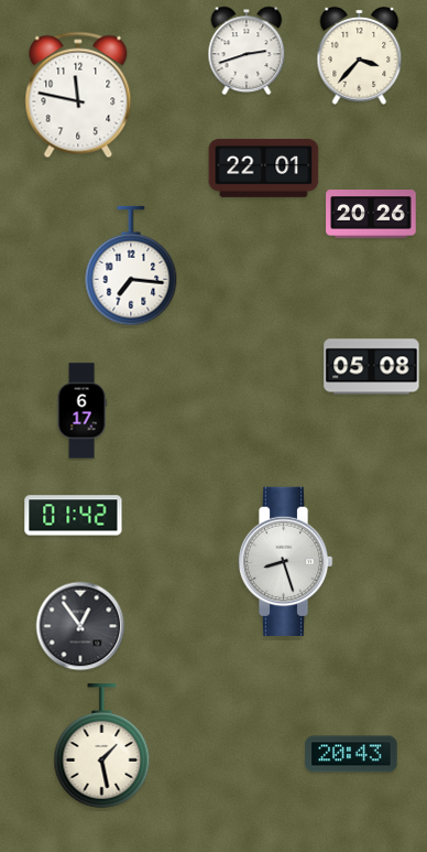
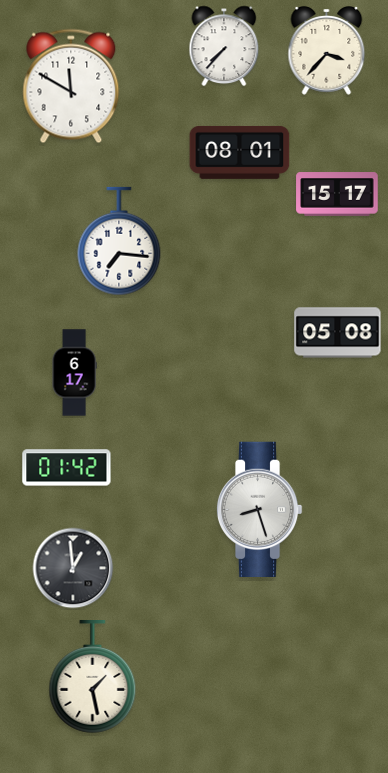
clock at (247, 51): 2:42 -> 7:37
clock at (78, 95): 11:47 -> 11:50
clock at (264, 168): 22:01 -> 08:01
clock at (371, 214): 20:26 -> 15:17
clock at (80, 626): 12:54 -> 12:59
clock at (351, 754): 20:43 -> none
